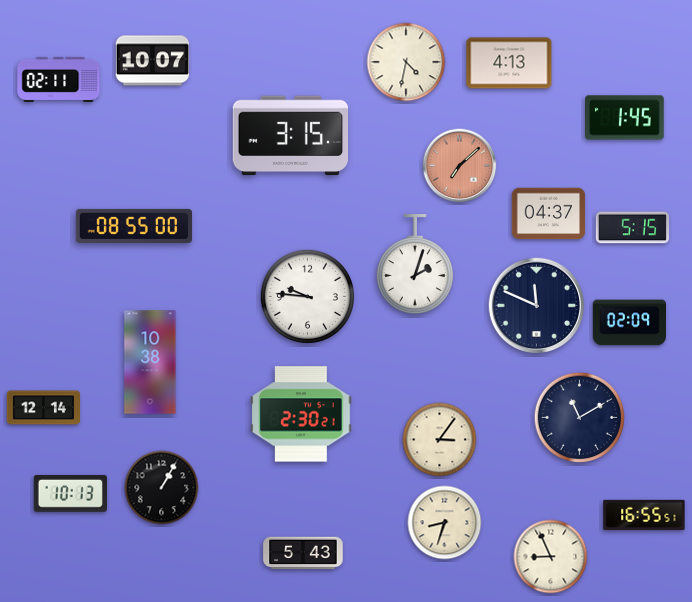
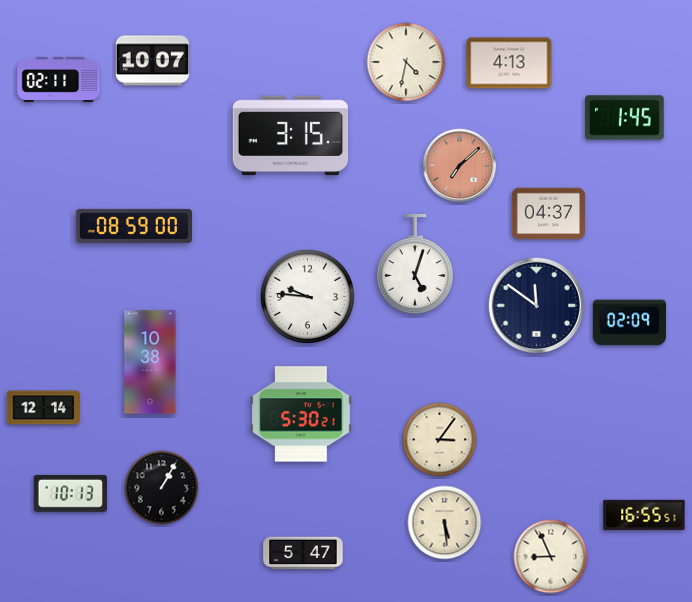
clock at (134, 226): 08:55 -> 08:59
clock at (632, 228): 5:15 -> none
clock at (415, 264): 2:03 -> 5:03
clock at (536, 305): 11:49 -> 11:51
clock at (301, 414): 2:30 -> 5:30
clock at (580, 418): 11:10 -> none
clock at (445, 523): 8:33 -> 5:29
clock at (303, 553): 5:43 -> 5:47
